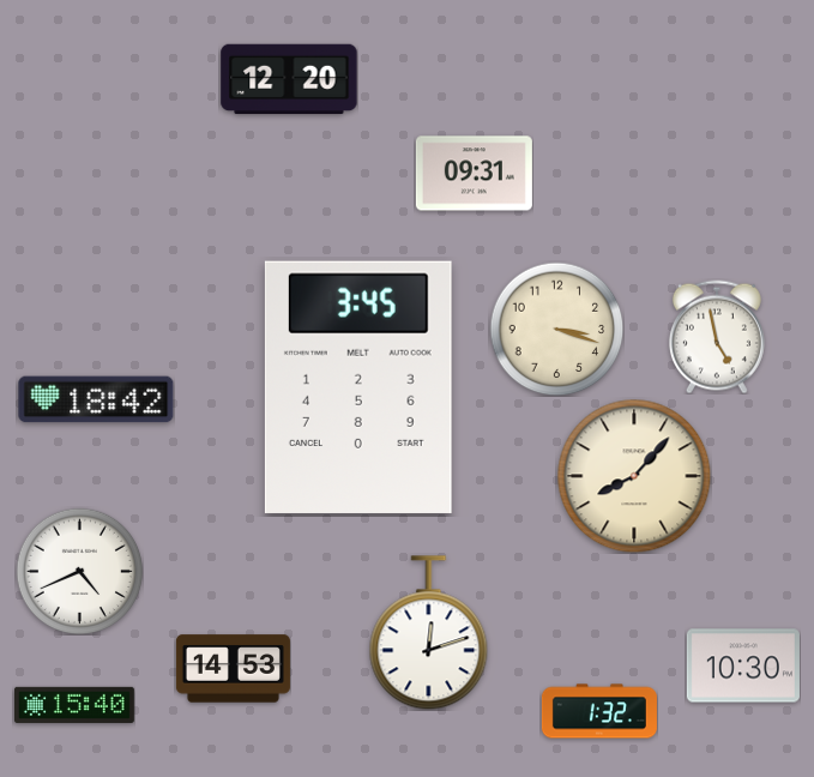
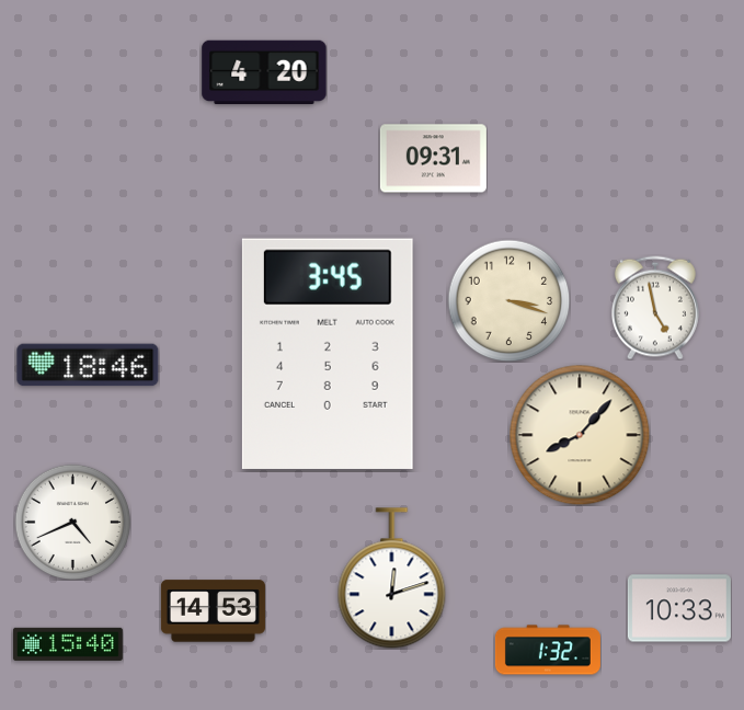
clock at (289, 79): 12:20 -> 4:20
clock at (96, 399): 18:42 -> 18:46
clock at (743, 665): 10:30 -> 10:33
